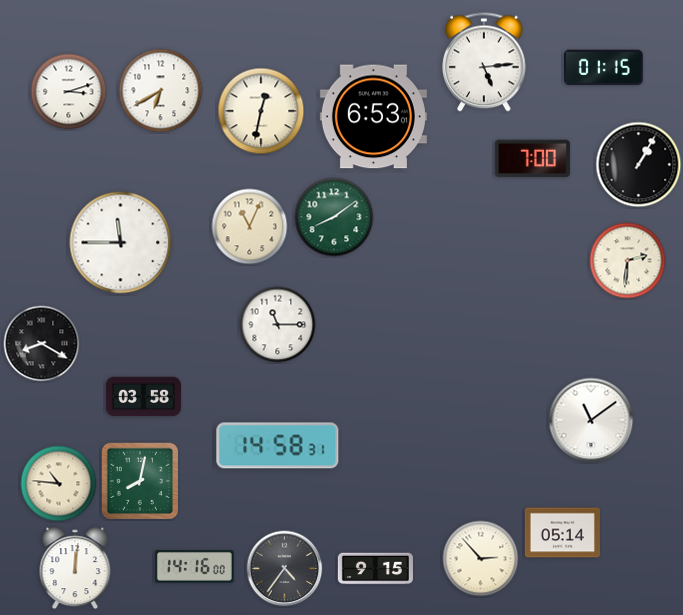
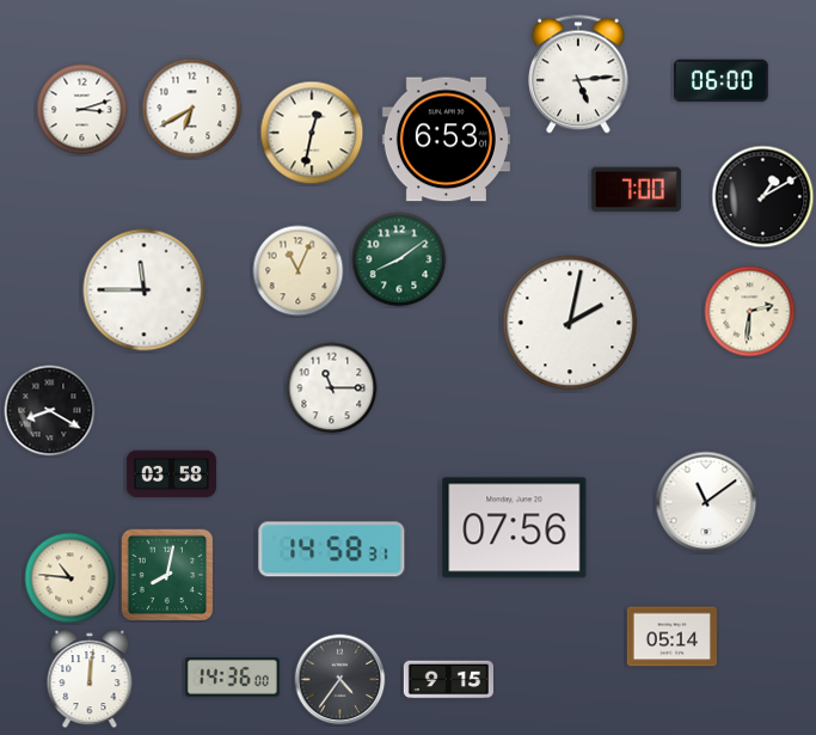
clock at (603, 68): 01:15 -> 06:00
clock at (639, 165): 1:05 -> 1:10
clock at (570, 323): none -> 2:02
clock at (515, 528): none -> 07:56
clock at (278, 446) position: (278, 446) -> (332, 550)
clock at (481, 559): 2:53 -> none
clock at (194, 567): 14:16 -> 14:36
